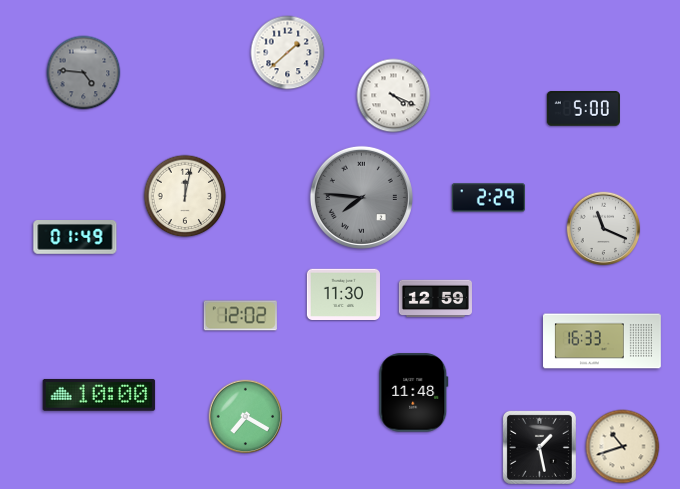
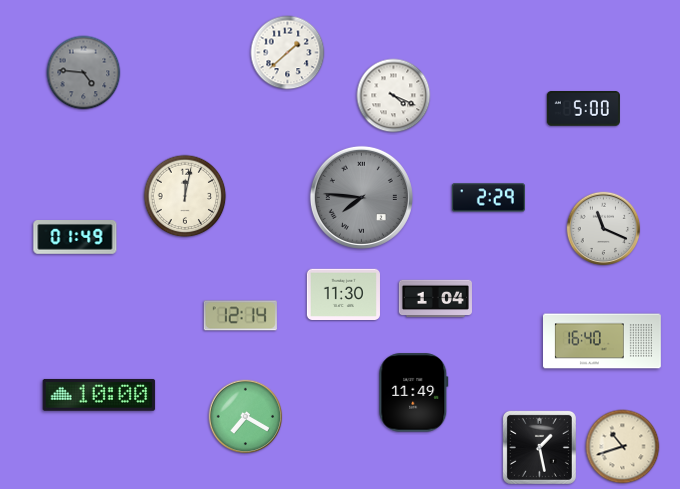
clock at (435, 299): 12:59 -> 1:04
clock at (240, 316): 12:02 -> 12:14
clock at (603, 341): 16:33 -> 16:40
clock at (414, 393): 11:48 -> 11:49
